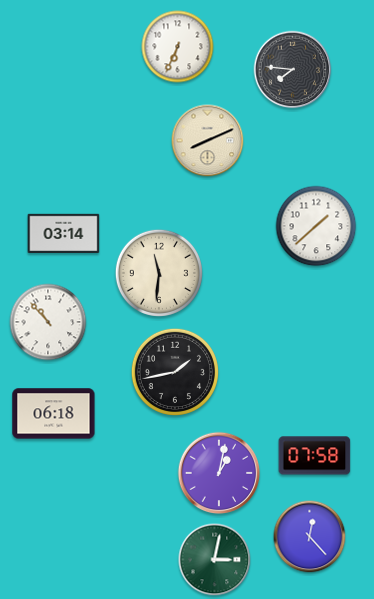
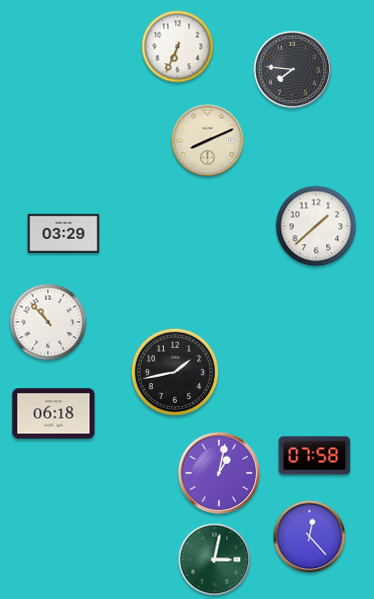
clock at (64, 233): 03:14 -> 03:29
clock at (159, 273): 11:31 -> none
